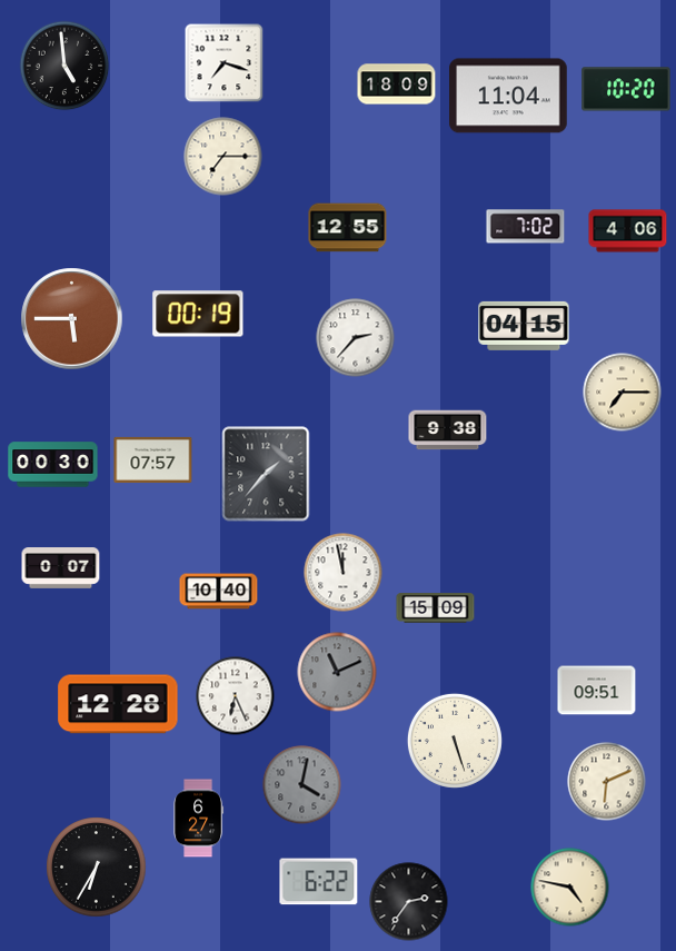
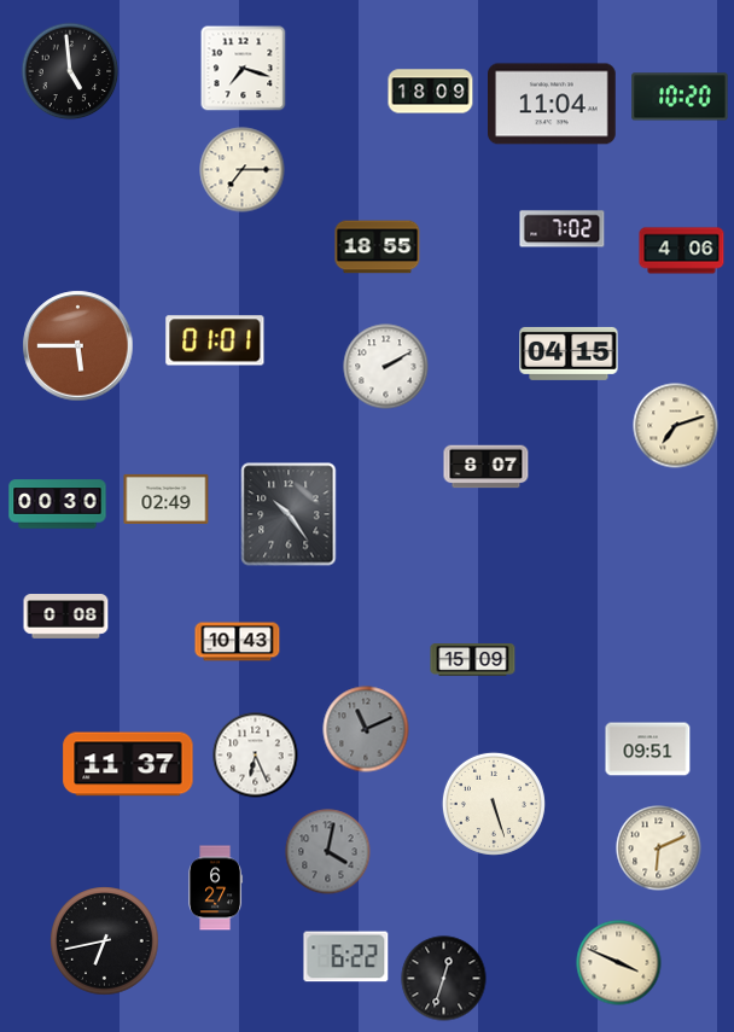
clock at (526, 227) position: (526, 227) -> (563, 229)
clock at (348, 228): 12:55 -> 18:55
clock at (198, 314): 00:19 -> 01:01
clock at (356, 338): 2:37 -> 2:10
clock at (623, 393): 7:15 -> 7:12
clock at (448, 430): 9:38 -> 8:07
clock at (153, 459): 07:57 -> 02:49
clock at (266, 474): 1:37 -> 10:24
clock at (61, 568): 0:07 -> 0:08
clock at (344, 573): 11:58 -> none
clock at (219, 592): 10:40 -> 10:43
clock at (118, 704): 12:28 -> 11:37
clock at (97, 868): 6:35 -> 6:43
clock at (570, 888): 4:47 -> 3:49
clock at (409, 902): 2:36 -> 12:33
